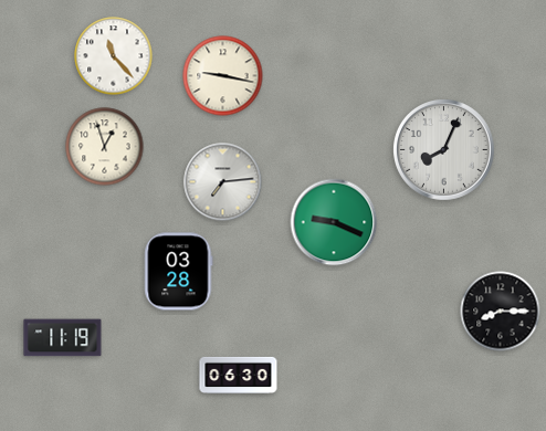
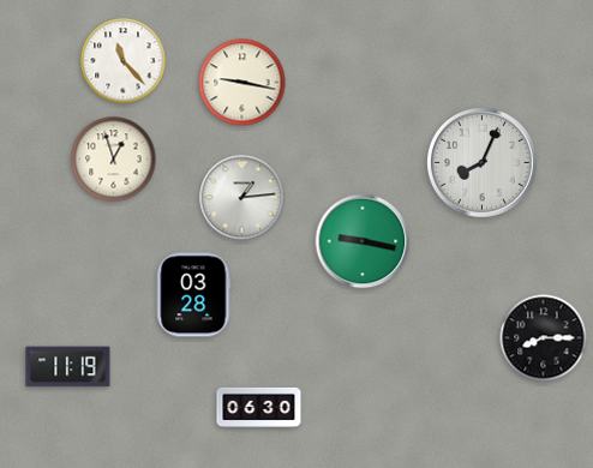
clock at (223, 182): 7:14 -> 1:14
clock at (334, 222): 9:19 -> 9:17
